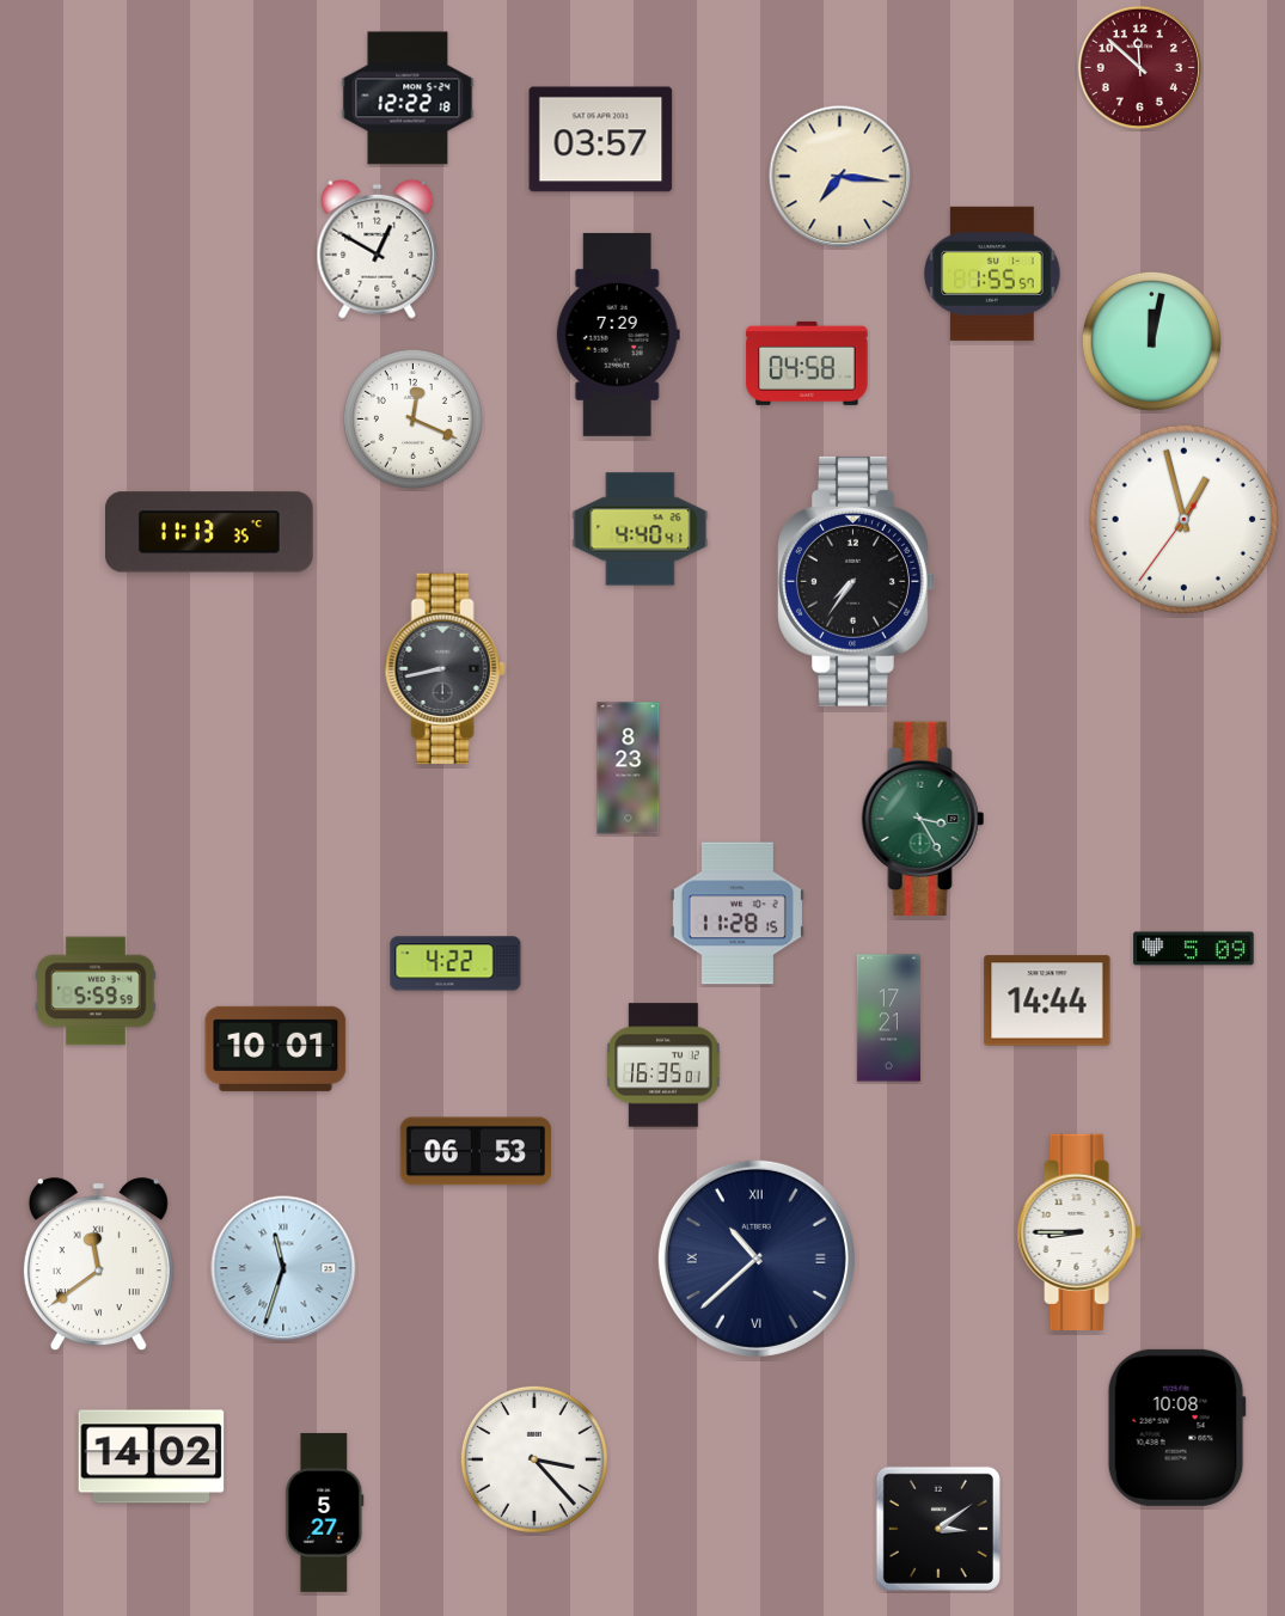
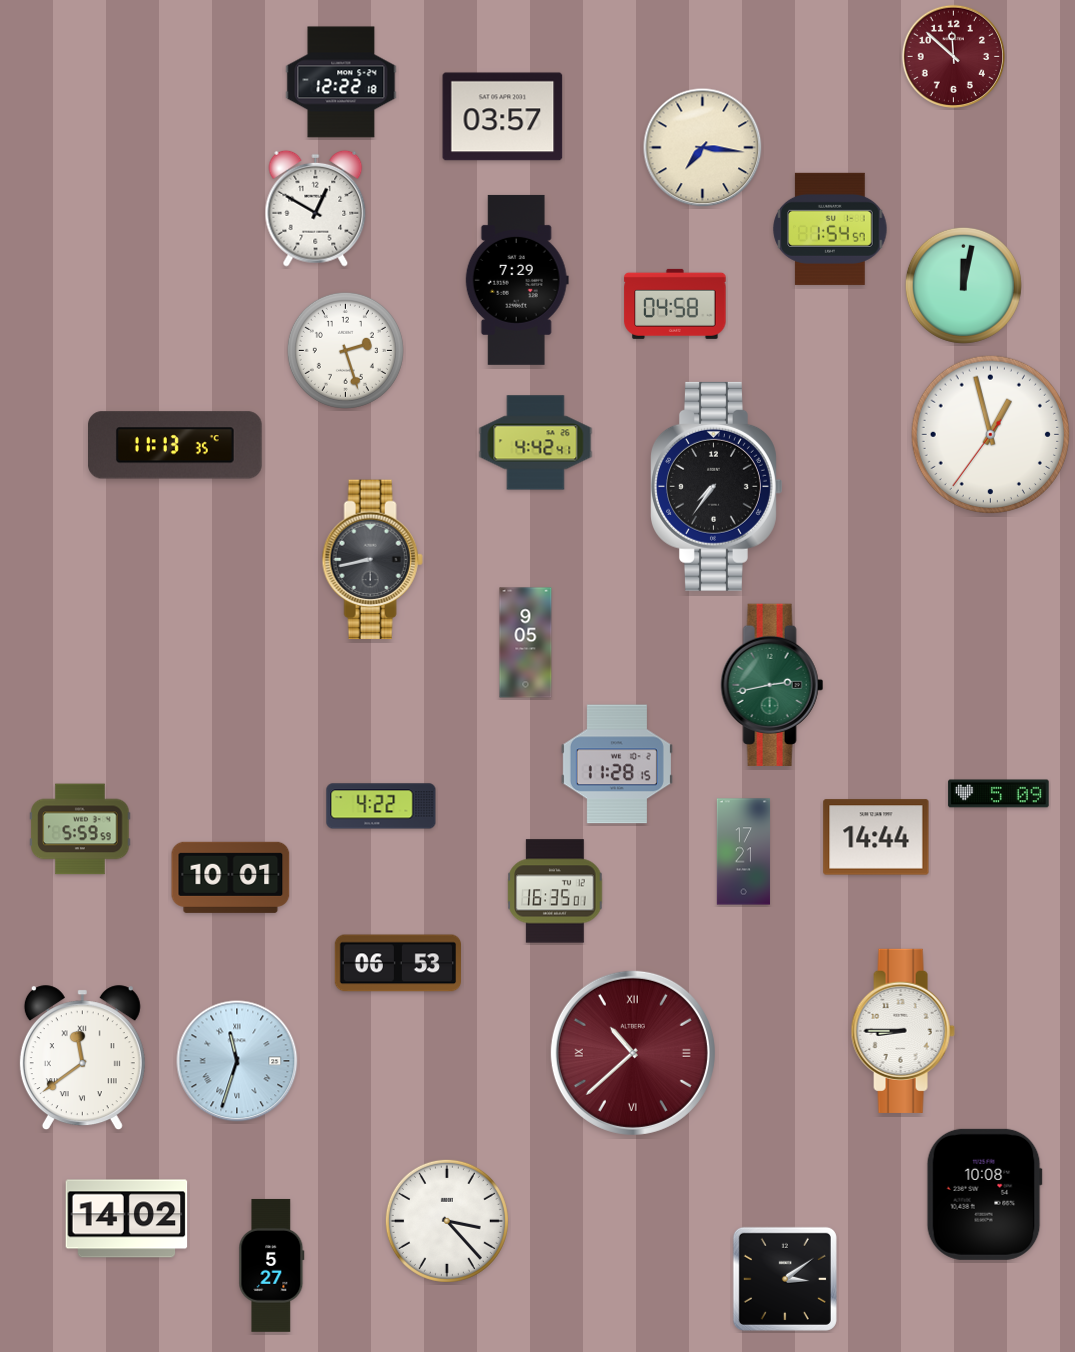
clock at (992, 274): 1:55 -> 1:54
clock at (412, 418): 12:19 -> 2:27
clock at (641, 530): 4:40 -> 4:42
clock at (629, 769): 8:23 -> 9:05
clock at (923, 819): 3:25 -> 2:43
clock at (757, 1259) dial: navy -> burgundy
